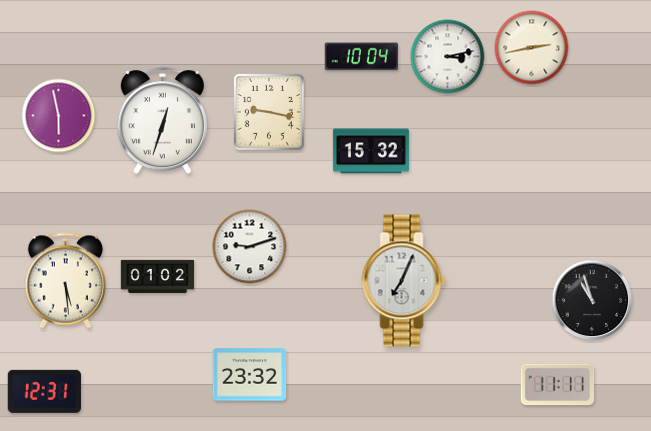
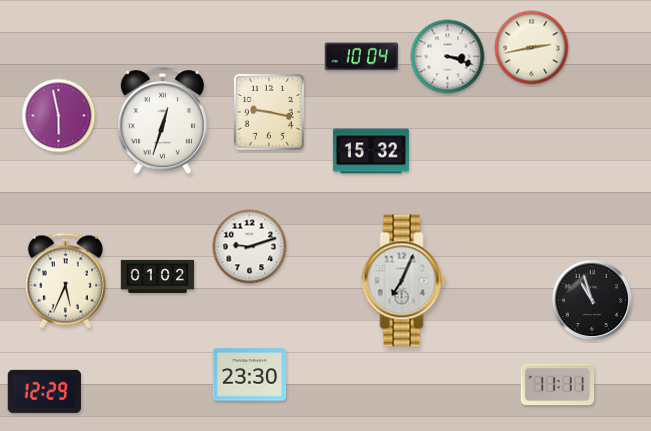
clock at (448, 57): 3:13 -> 3:18
clock at (65, 281): 5:29 -> 5:34
clock at (250, 375): 23:32 -> 23:30
clock at (44, 391): 12:31 -> 12:29
